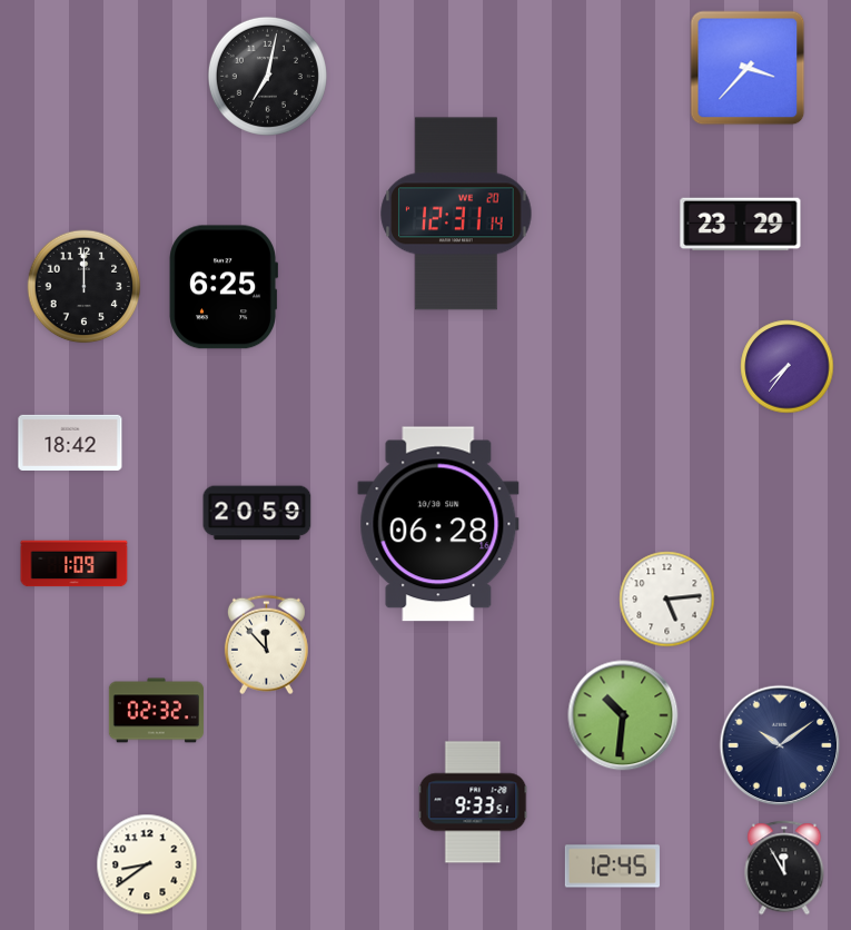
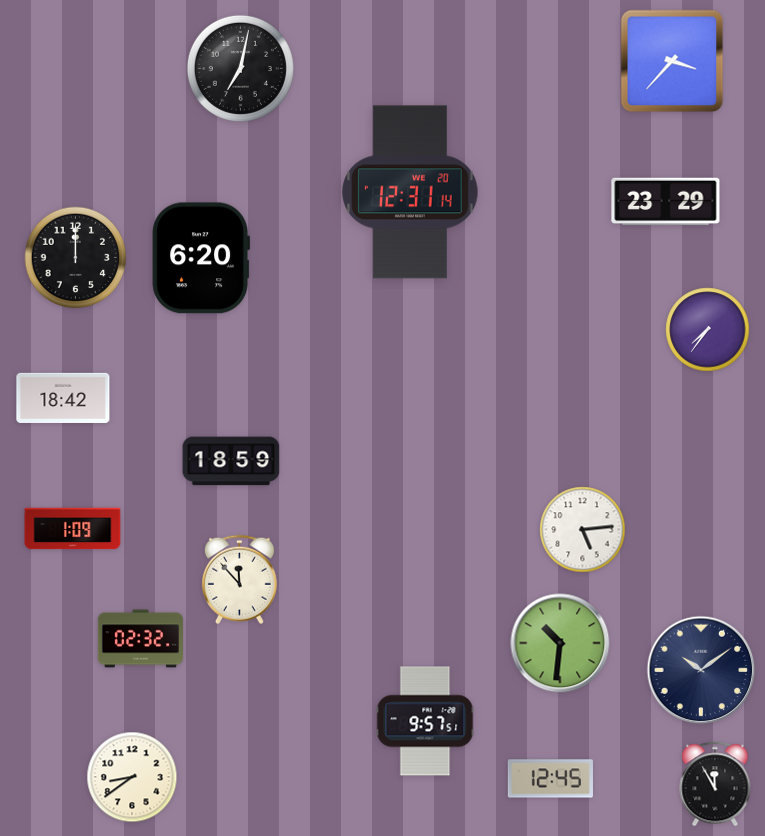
clock at (222, 287): 6:25 -> 6:20
clock at (257, 513): 20:59 -> 18:59
clock at (438, 524): 06:28 -> none
clock at (75, 564) position: (75, 564) -> (73, 529)
clock at (667, 600) position: (667, 600) -> (583, 530)
clock at (473, 802): 9:33 -> 9:57
clock at (784, 868) position: (784, 868) -> (715, 784)
